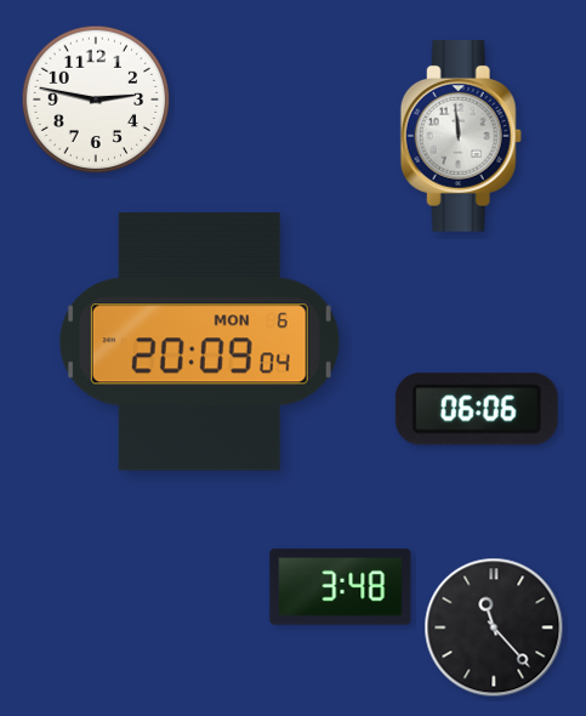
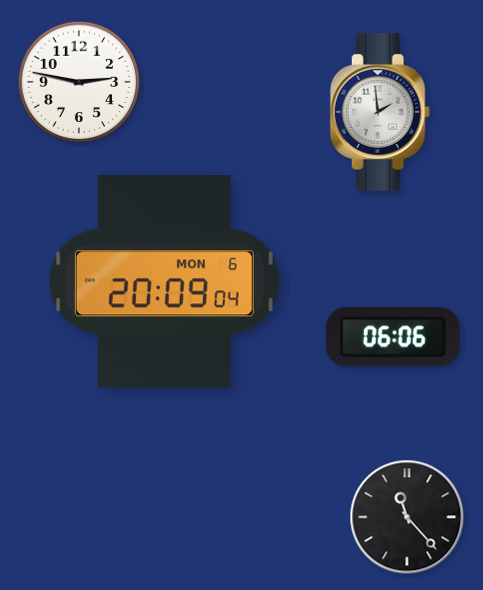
clock at (461, 136): 11:59 -> 1:59
clock at (341, 587): 3:48 -> none
